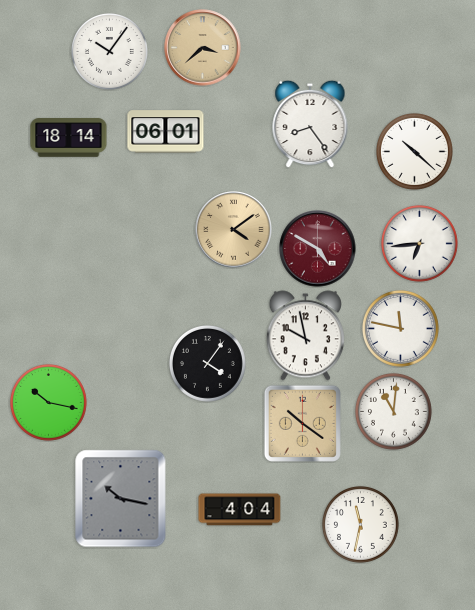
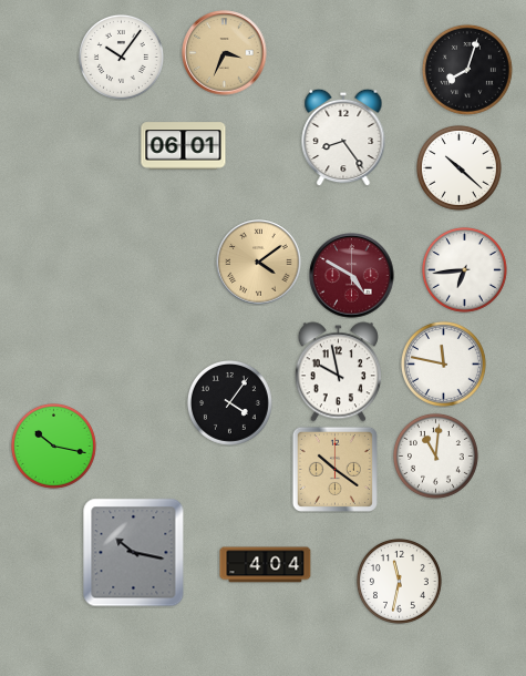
clock at (203, 48): 3:38 -> 3:34
clock at (467, 70): none -> 8:03
clock at (69, 138): 18:14 -> none
clock at (234, 230) position: (234, 230) -> (259, 263)
